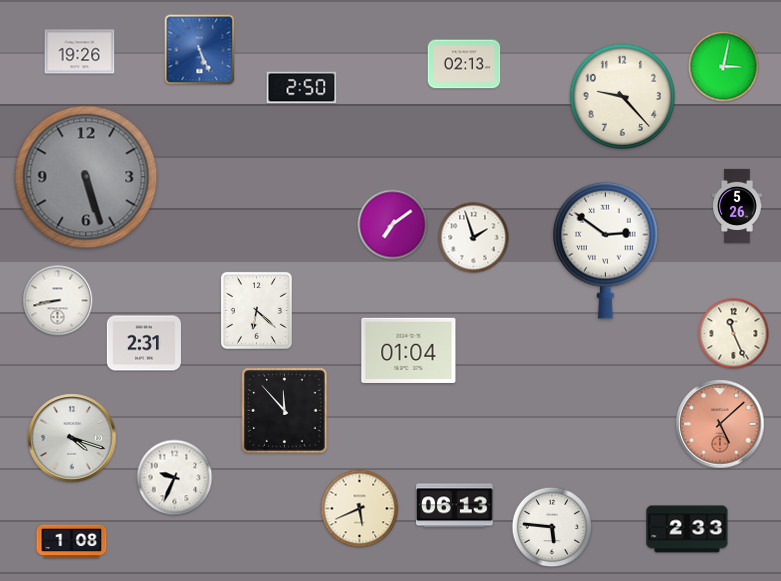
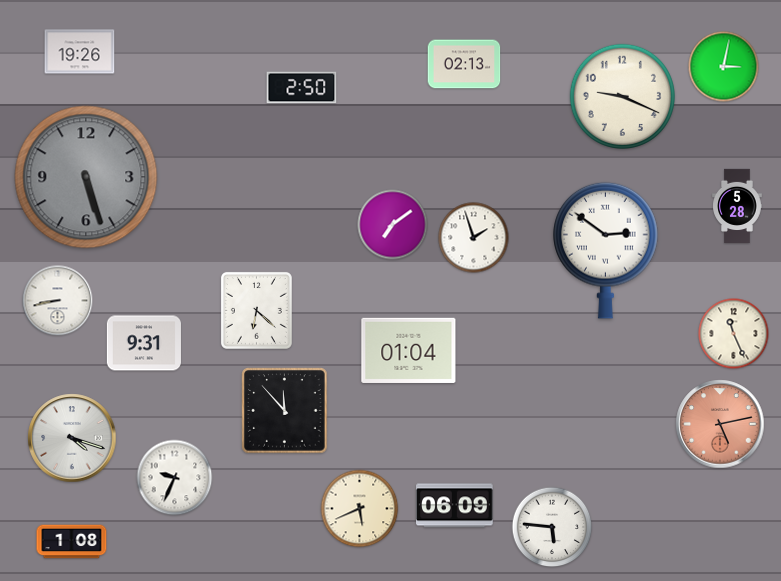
clock at (200, 50): 5:26 -> none
clock at (622, 96): 9:23 -> 9:19
clock at (737, 205): 5:26 -> 5:28
clock at (144, 343): 2:31 -> 9:31
clock at (720, 424): 5:08 -> 5:13
clock at (455, 506): 06:13 -> 06:09
clock at (687, 529): 2:33 -> none
